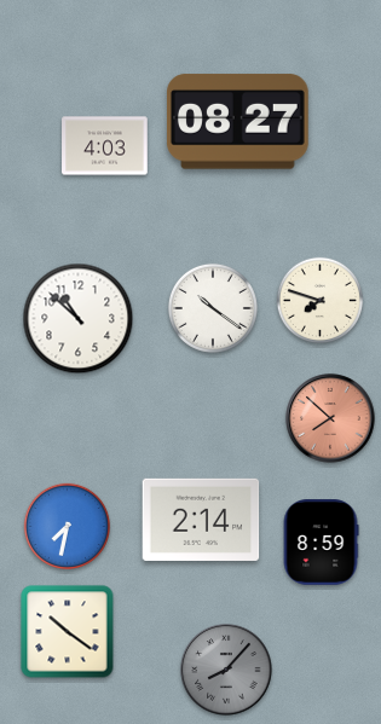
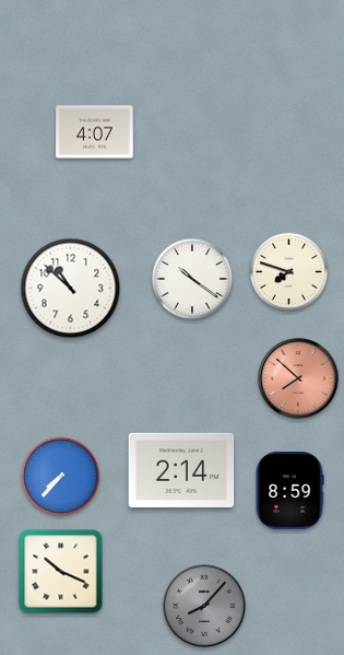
clock at (237, 122): 08:27 -> none
clock at (105, 146): 4:03 -> 4:07
clock at (67, 526): 7:32 -> 7:37
clock at (68, 632): 10:21 -> 10:19
